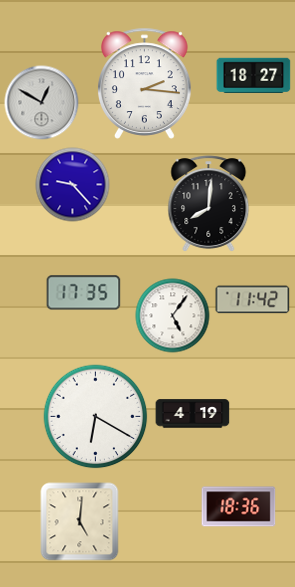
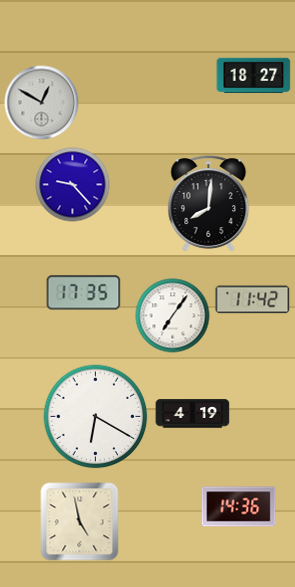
clock at (145, 83): 2:16 -> none
clock at (173, 316): 5:06 -> 7:06
clock at (239, 507): 18:36 -> 14:36
clock at (80, 522): 5:01 -> 4:58
